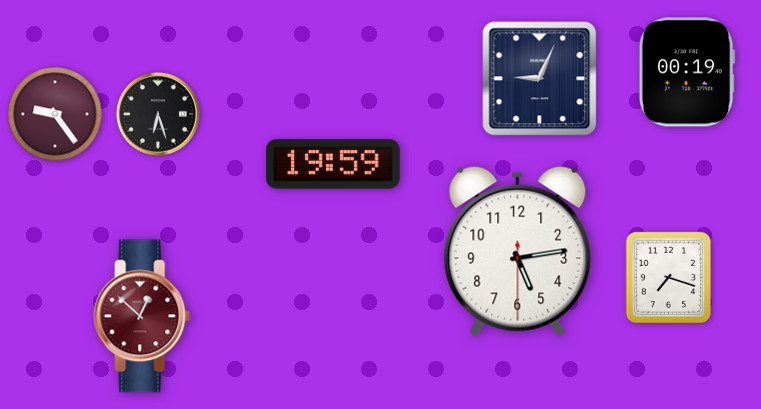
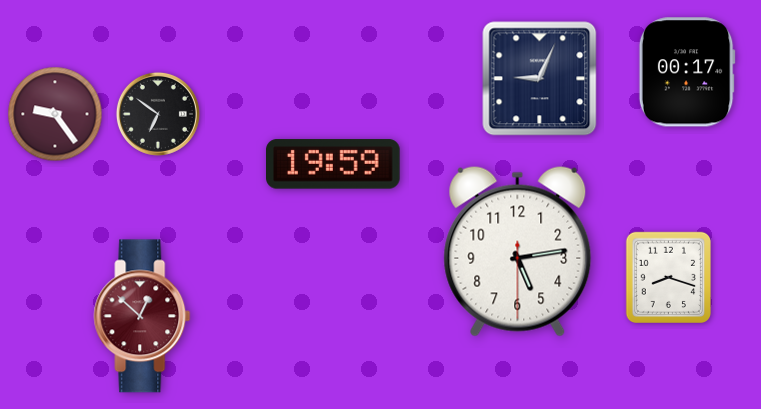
clock at (687, 72): 00:19 -> 00:17
clock at (158, 114): 6:27 -> 6:51
clock at (668, 277): 7:18 -> 8:18
